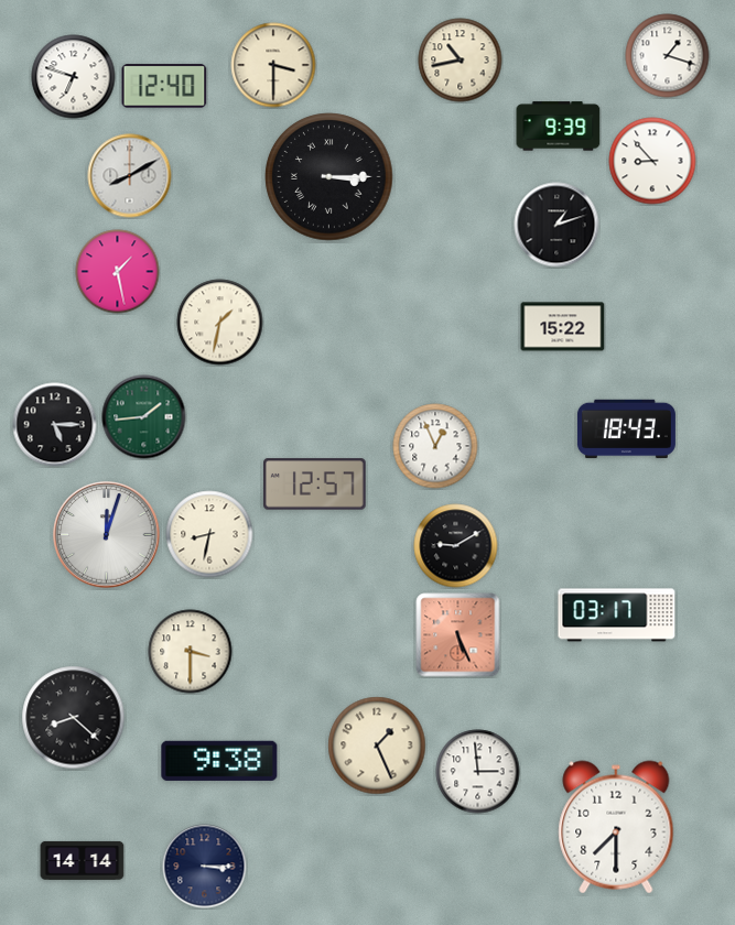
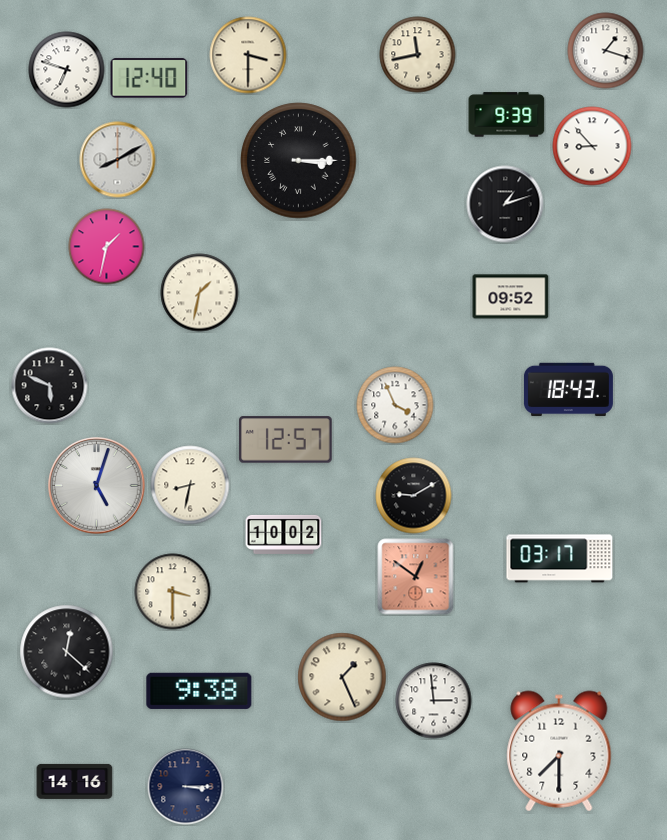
clock at (461, 61): 10:43 -> 11:43
clock at (273, 65) position: (273, 65) -> (248, 55)
clock at (118, 272): 1:28 -> 1:32
clock at (563, 327): 15:22 -> 09:52
clock at (144, 417): 1:44 -> none
clock at (55, 425): 5:15 -> 5:49
clock at (435, 446): 12:56 -> 3:56
clock at (107, 535): 12:03 -> 5:03
clock at (284, 534): none -> 10:02
clock at (458, 635): 5:26 -> 12:51
clock at (74, 718): 8:22 -> 12:22
clock at (83, 860): 14:14 -> 14:16
